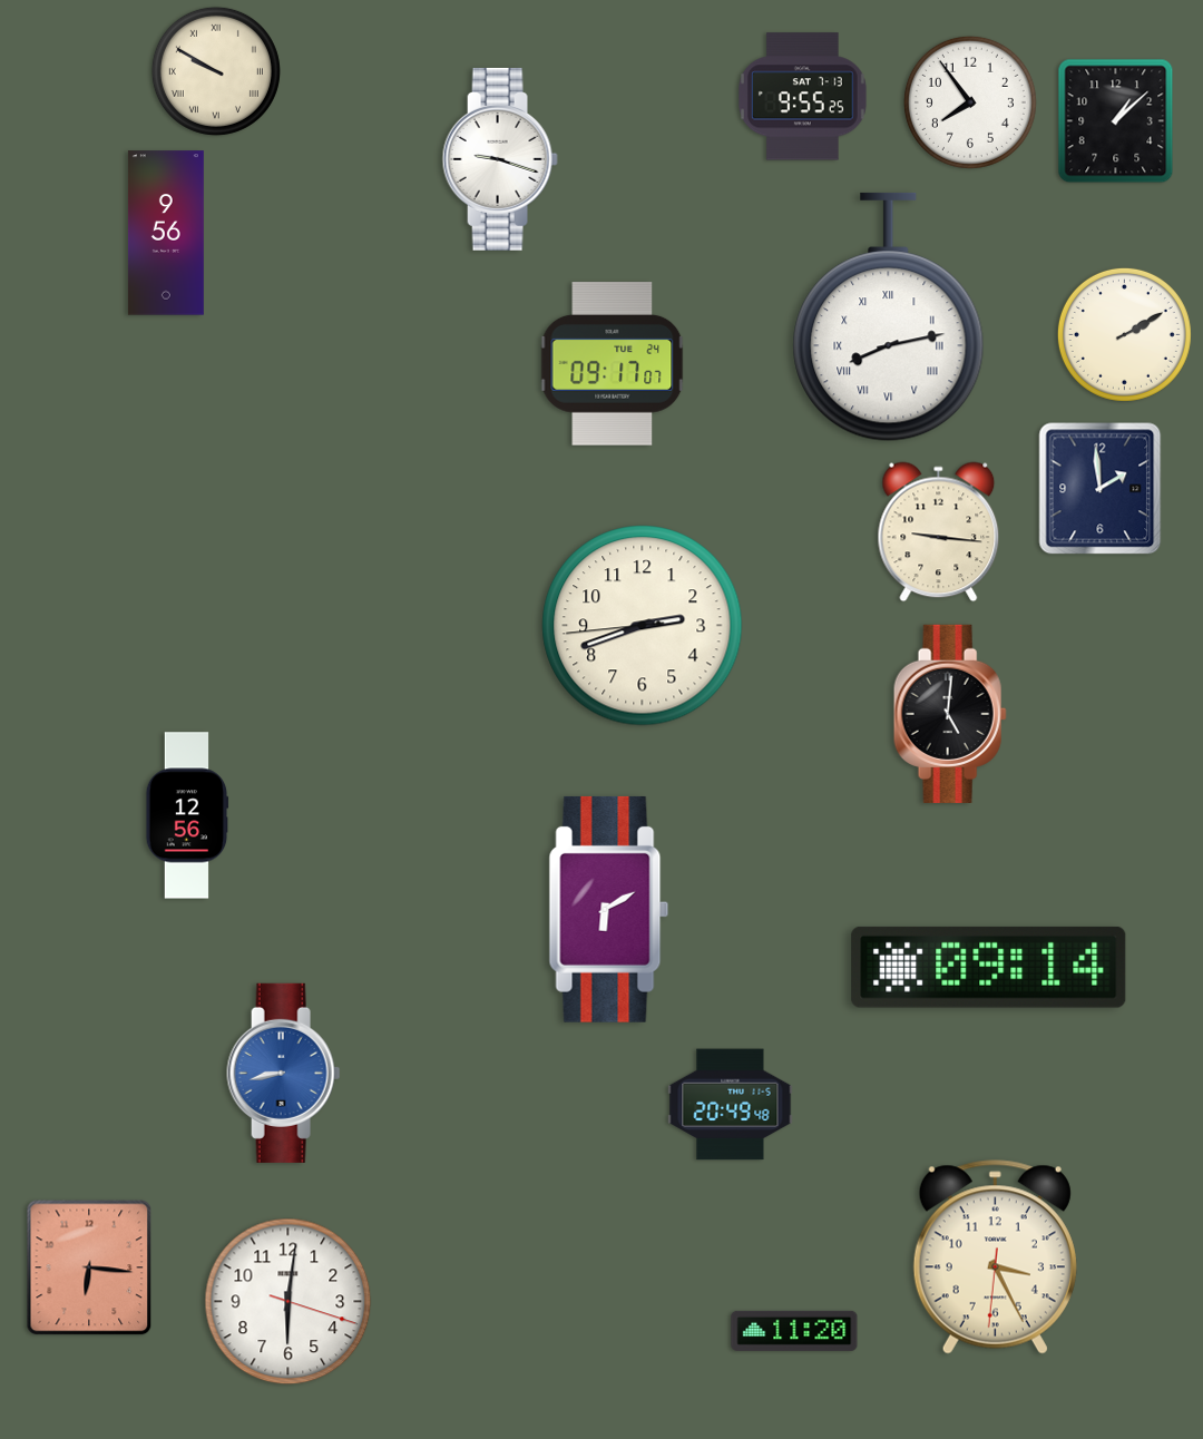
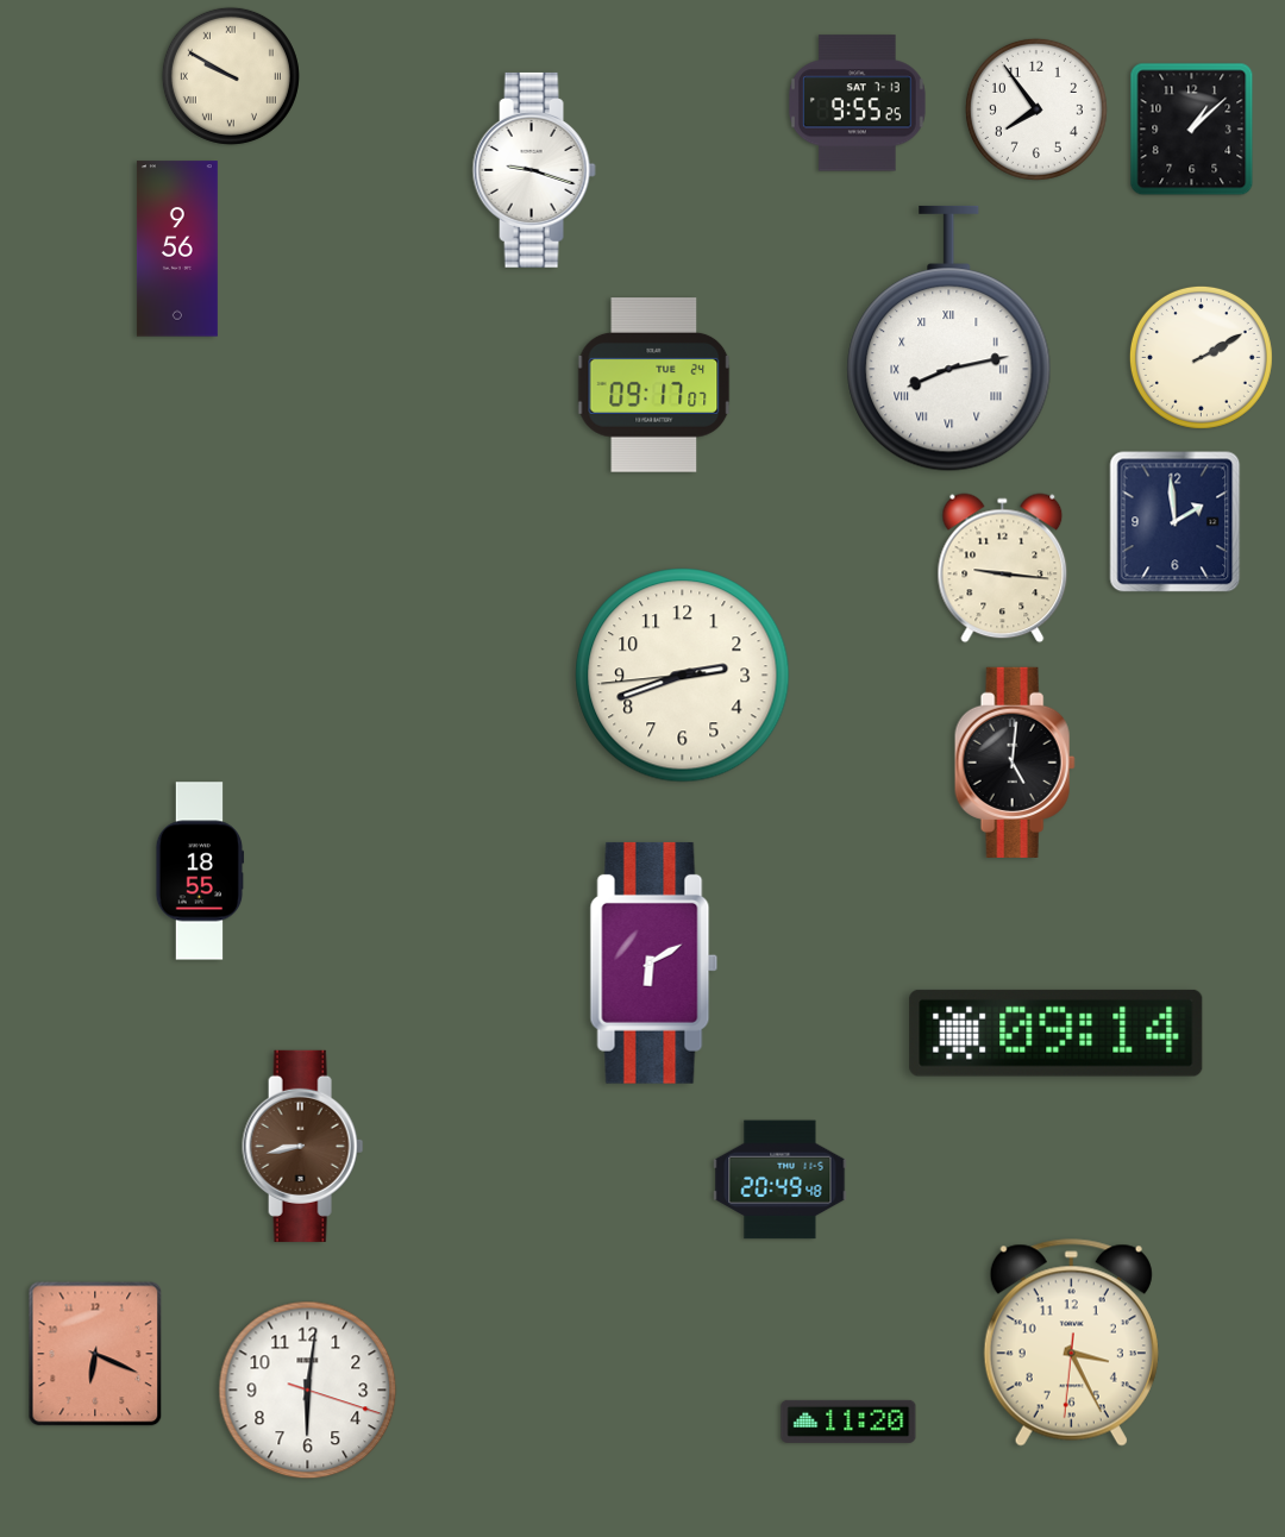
clock at (613, 364) position: (613, 364) -> (654, 385)
clock at (643, 626) position: (643, 626) -> (683, 676)
clock at (187, 815): 12:56 -> 18:55
clock at (609, 909) position: (609, 909) -> (654, 962)
clock at (284, 1073) dial: blue -> brown
clock at (995, 1257) position: (995, 1257) -> (1071, 1343)
clock at (89, 1267): 6:16 -> 6:19
